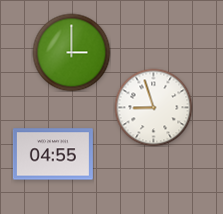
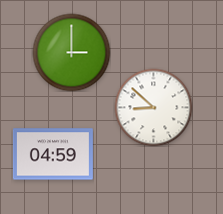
clock at (153, 107): 8:57 -> 8:52
clock at (53, 154): 04:55 -> 04:59
